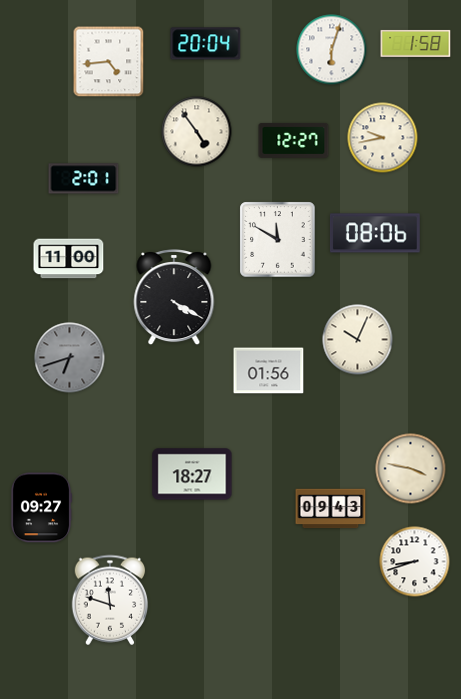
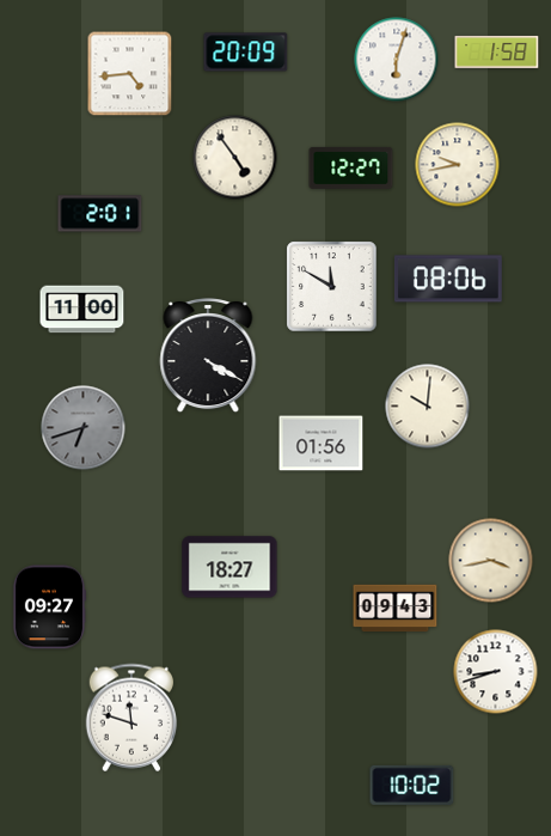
clock at (206, 44): 20:04 -> 20:09
clock at (358, 340): 10:04 -> 10:01
clock at (411, 469): 3:47 -> 3:43
clock at (412, 785): none -> 10:02
